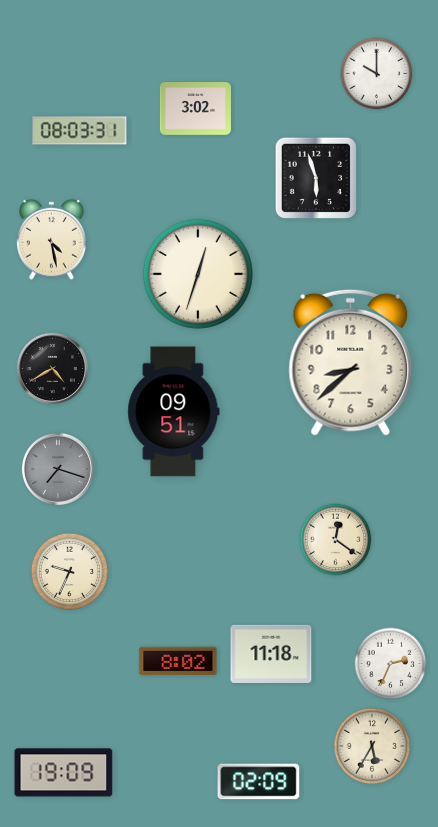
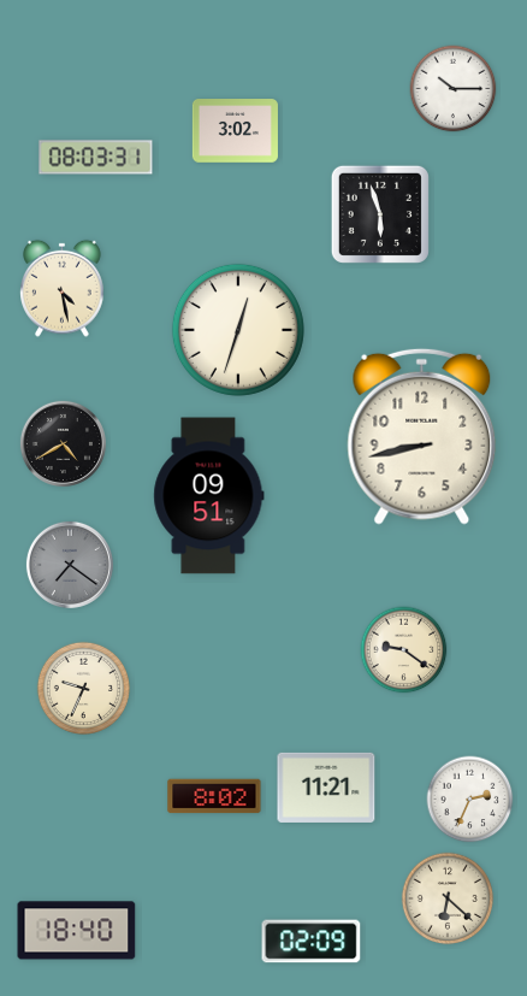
clock at (377, 74): 10:00 -> 10:15
clock at (351, 362): 8:38 -> 8:43
clock at (58, 469): 7:18 -> 7:21
clock at (336, 540): 12:21 -> 9:21
clock at (271, 654): 11:18 -> 11:21
clock at (372, 746): 5:35 -> 6:22
clock at (64, 773): 19:09 -> 18:40
